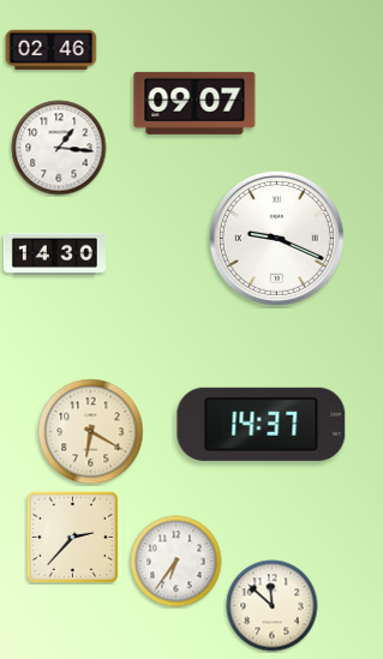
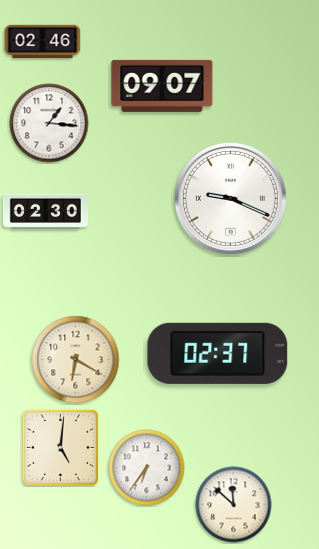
clock at (54, 253): 14:30 -> 02:30
clock at (262, 424): 14:37 -> 02:37
clock at (72, 537): 2:37 -> 5:01
clock at (273, 606) position: (273, 606) -> (234, 505)
